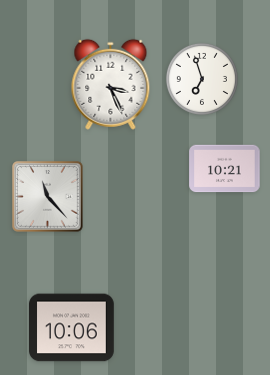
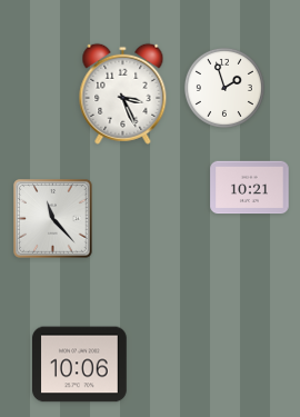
clock at (202, 79): 6:57 -> 1:57
